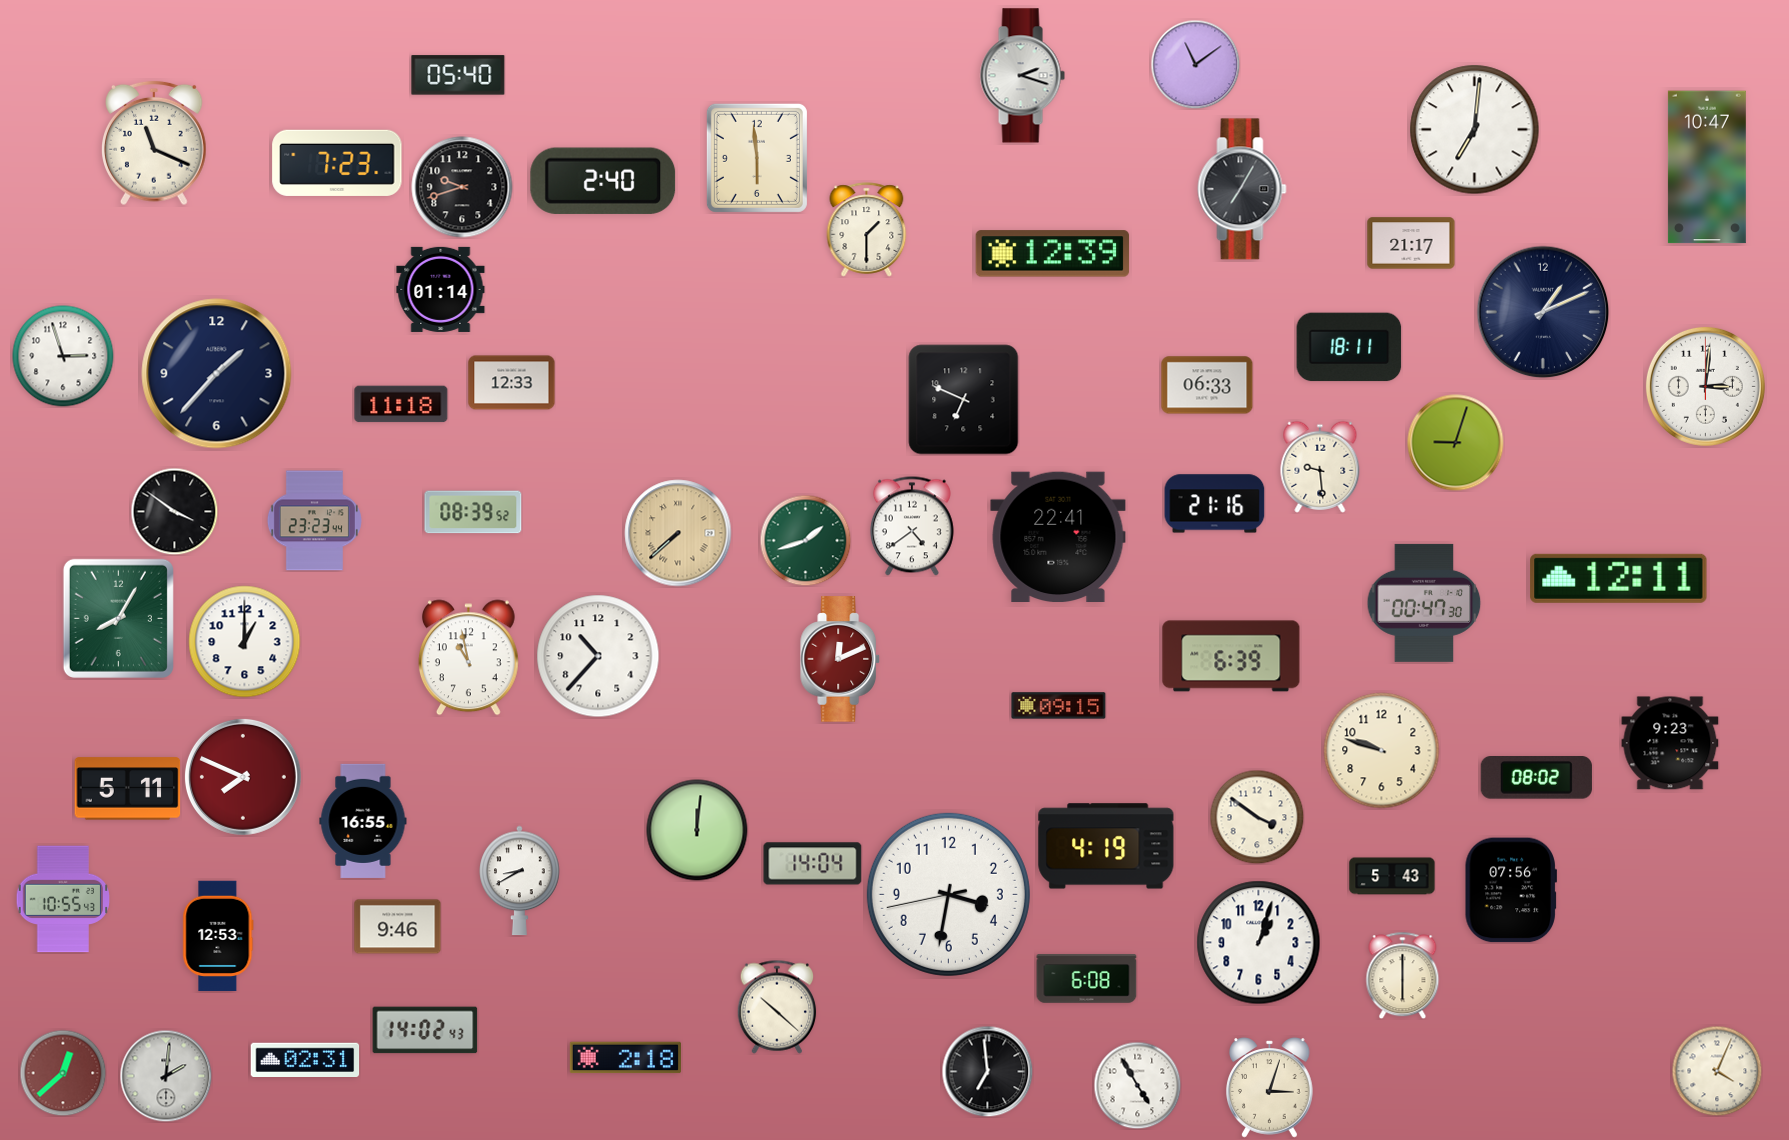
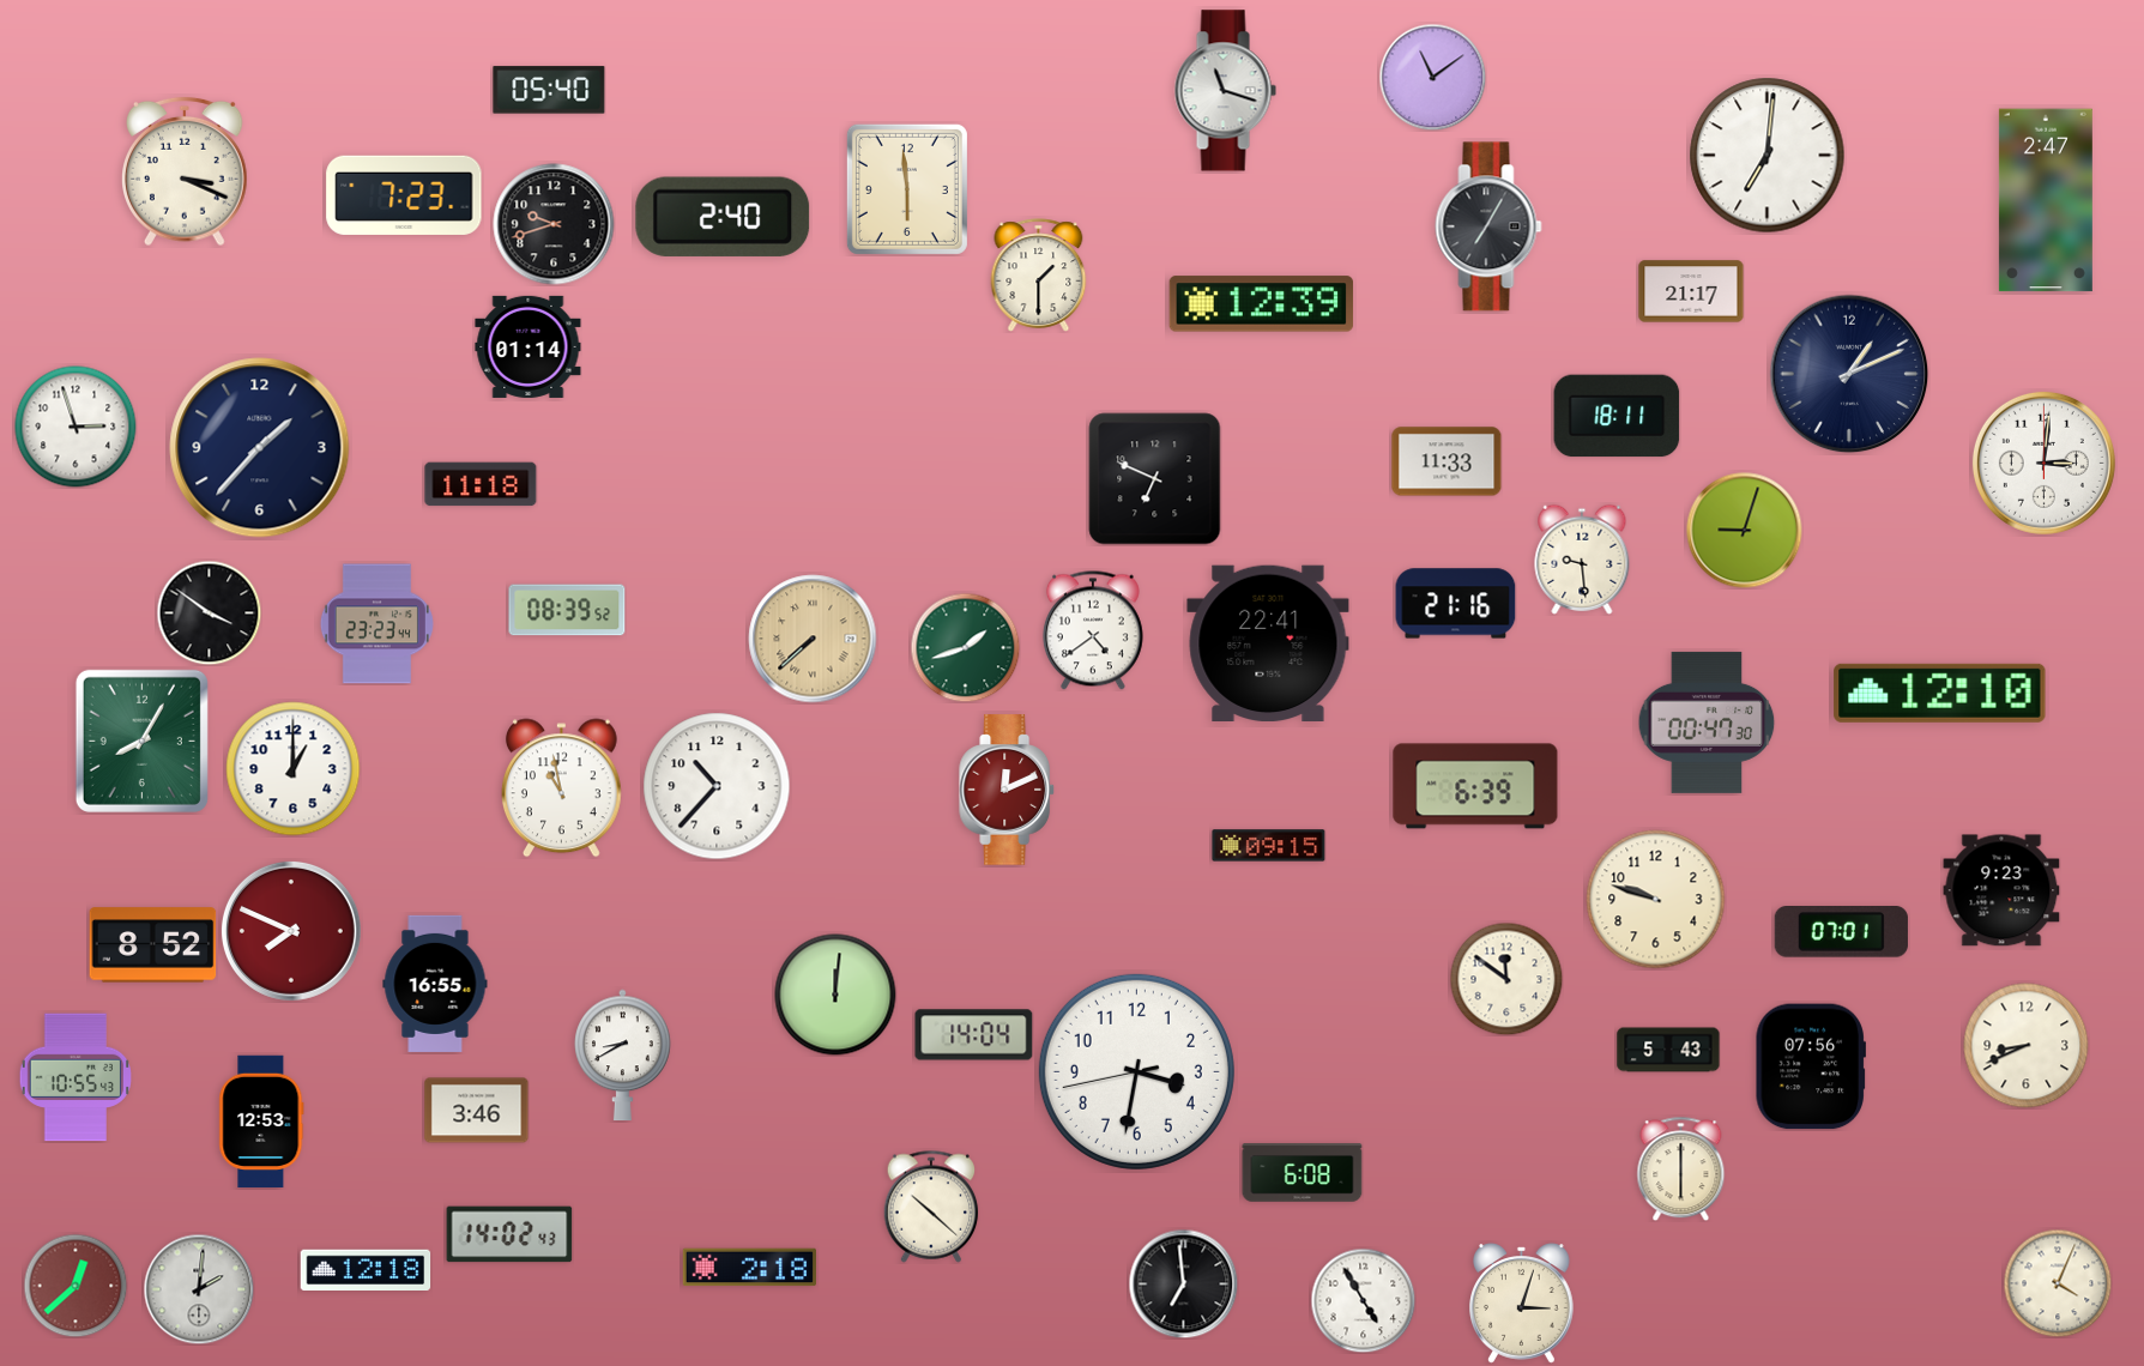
clock at (1022, 76): 2:18 -> 11:18
clock at (155, 143): 11:19 -> 3:19
clock at (1707, 167): 10:47 -> 2:47
clock at (512, 383): 12:33 -> none
clock at (1207, 385): 06:33 -> 11:33
clock at (473, 512) position: (473, 512) -> (567, 610)
clock at (1619, 578): 12:11 -> 12:10
clock at (1536, 778): 08:02 -> 07:01
clock at (128, 789): 5:11 -> 8:52
clock at (1257, 817): 3:51 -> 11:51
clock at (1106, 846): 4:19 -> none
clock at (2027, 1046): none -> 8:41
clock at (398, 927): 9:46 -> 3:46
clock at (1259, 943): 1:03 -> none
clock at (305, 1060): 02:31 -> 12:18
